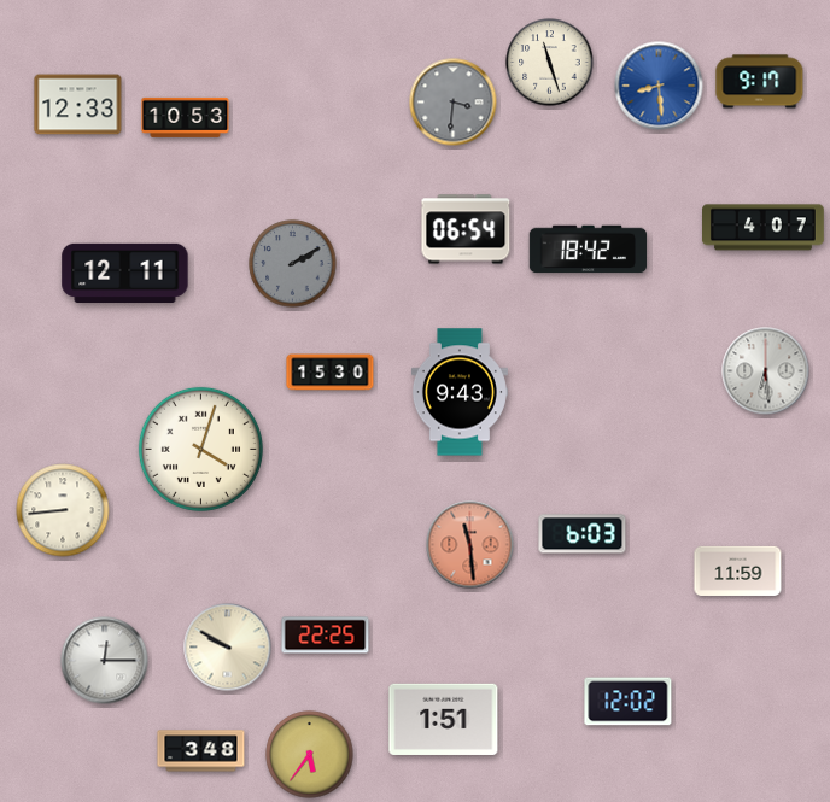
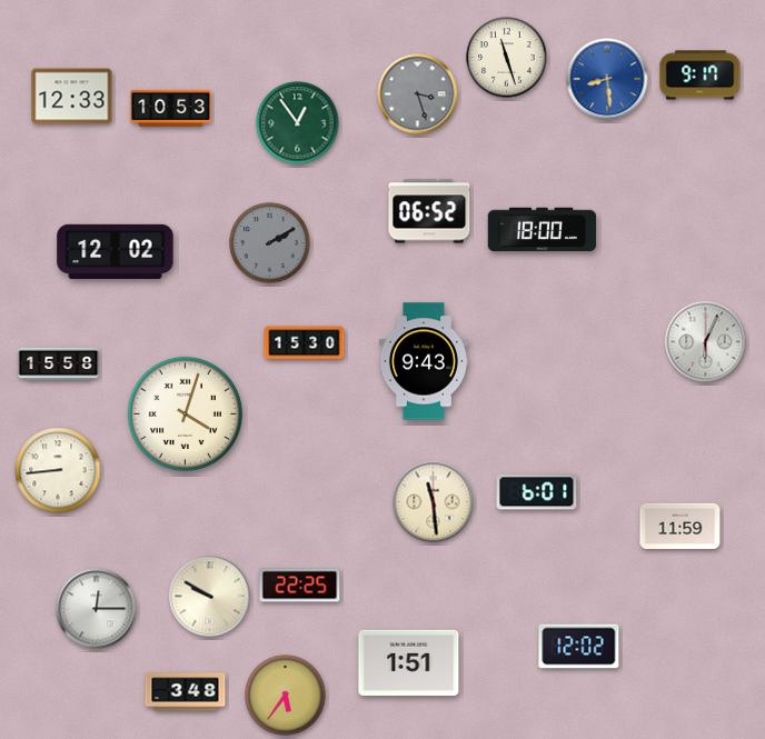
clock at (454, 103): 3:31 -> 3:27
clock at (298, 123): none -> 12:54
clock at (764, 228): 4:07 -> none
clock at (466, 229): 06:54 -> 06:52
clock at (589, 250): 18:42 -> 18:00
clock at (125, 273): 12:11 -> 12:02
clock at (766, 371): 6:29 -> 6:04
clock at (59, 364): none -> 15:58
clock at (583, 534): 6:03 -> 6:01
clock at (470, 545) dial: salmon -> cream
